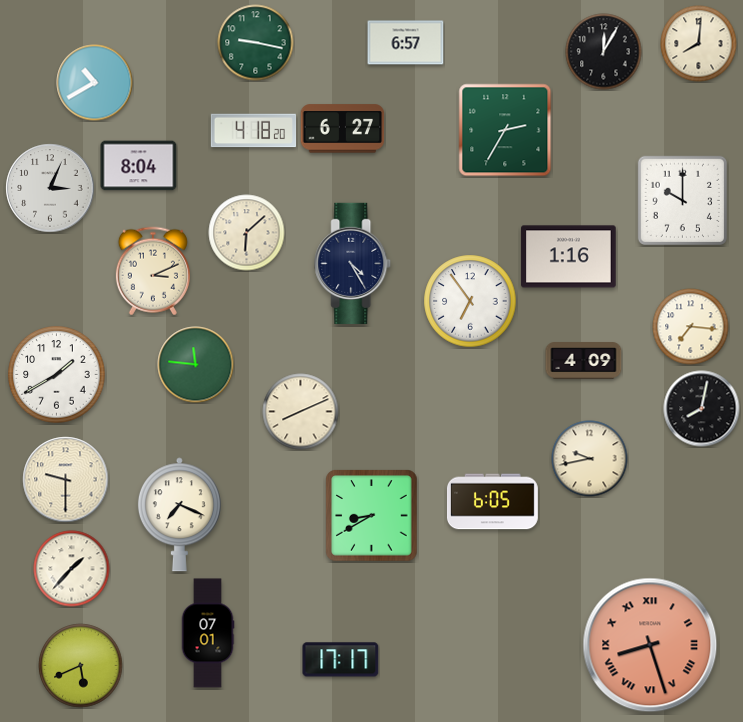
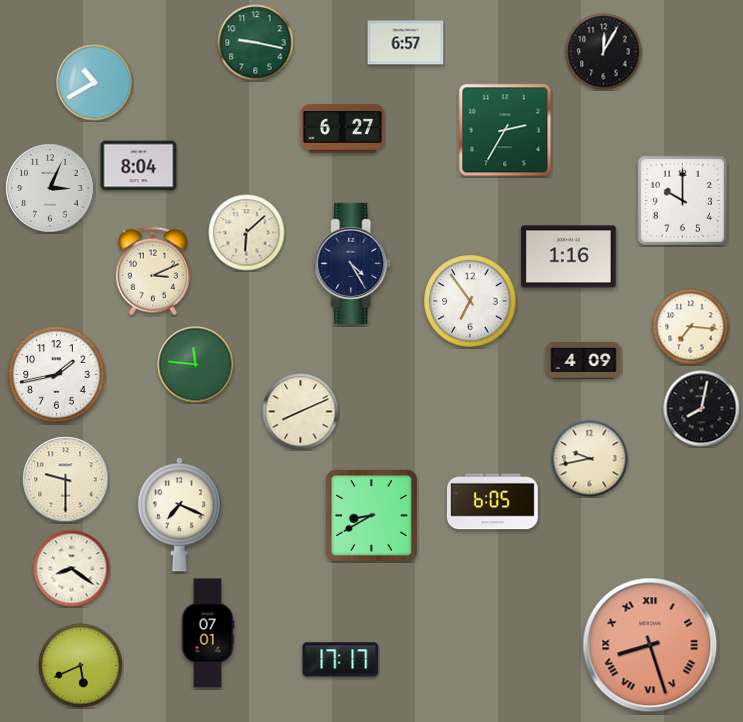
clock at (699, 44): 8:01 -> none
clock at (254, 131): 4:18 -> none
clock at (57, 375): 1:40 -> 1:43
clock at (72, 569): 1:37 -> 8:21
